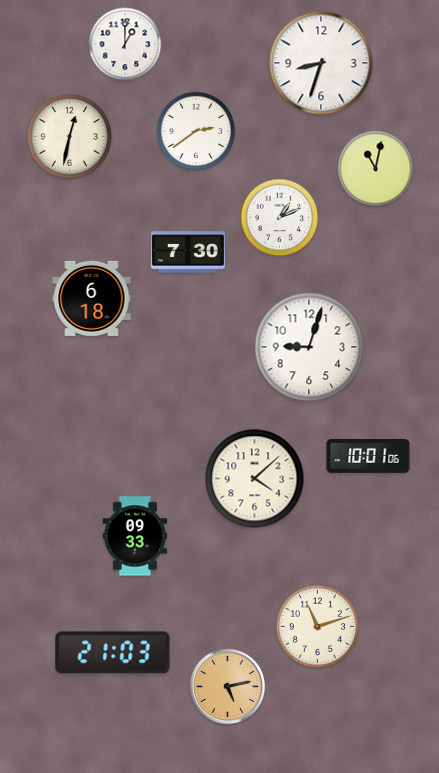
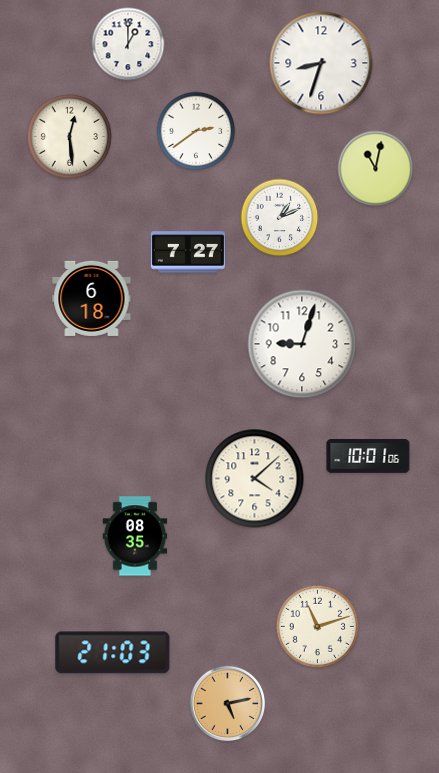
clock at (125, 44) position: (125, 44) -> (128, 44)
clock at (69, 136): 12:32 -> 12:29
clock at (188, 252): 7:30 -> 7:27
clock at (309, 347) position: (309, 347) -> (302, 344)
clock at (135, 536): 09:33 -> 08:35
clock at (228, 687) position: (228, 687) -> (228, 704)
